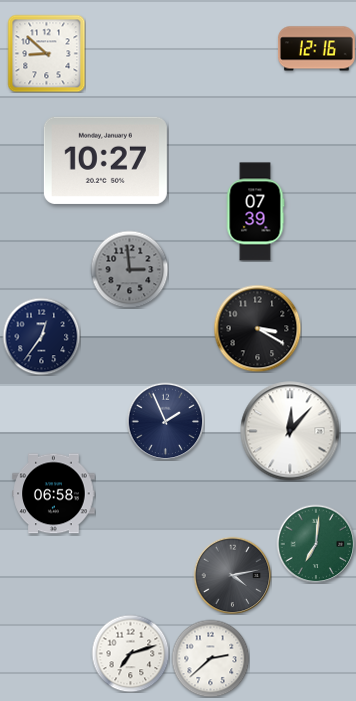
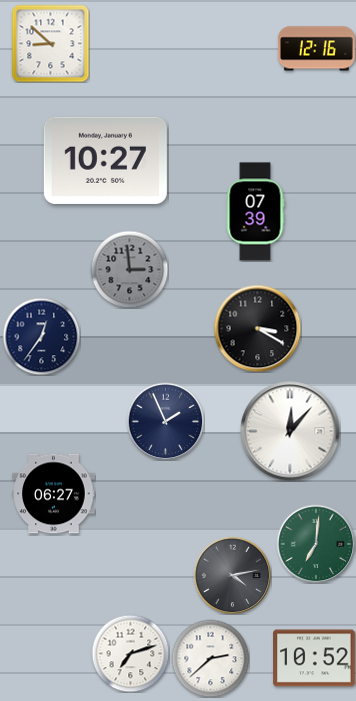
clock at (46, 53) position: (46, 53) -> (50, 43)
clock at (54, 494): 06:58 -> 06:27
clock at (314, 658): none -> 10:52
